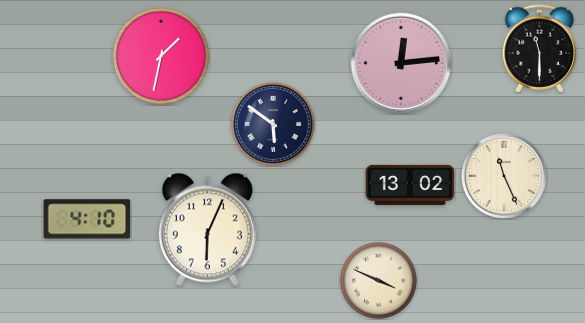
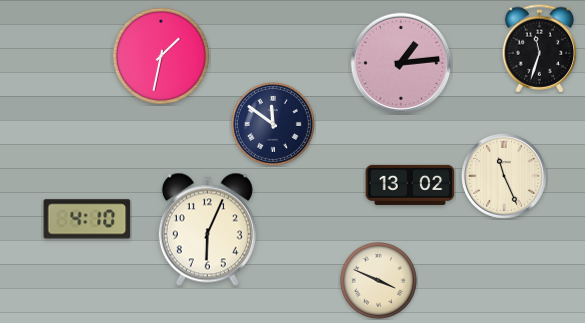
clock at (540, 49): 11:30 -> 11:33
clock at (401, 63): 12:14 -> 1:14
clock at (273, 124): 5:51 -> 11:51
